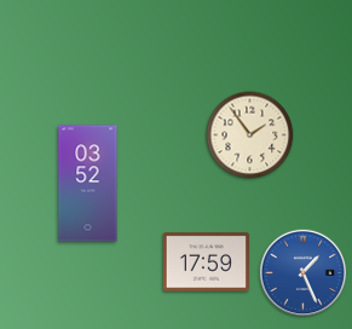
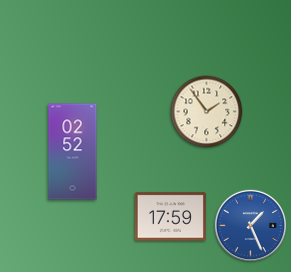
clock at (88, 184): 03:52 -> 02:52
